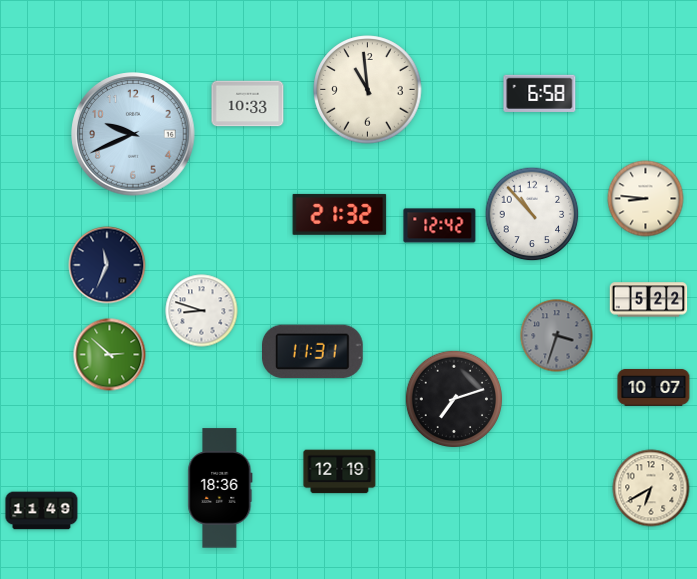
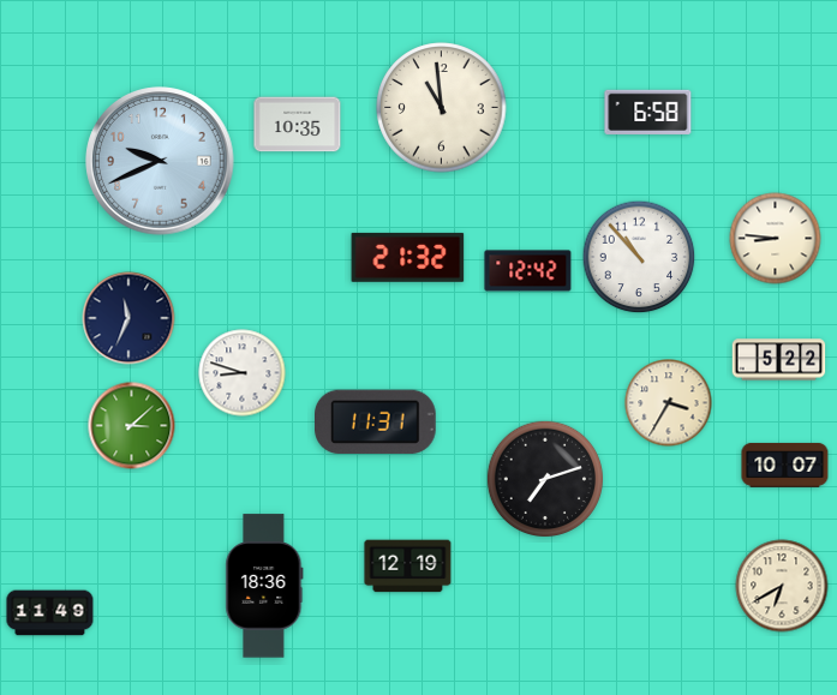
clock at (248, 104): 10:33 -> 10:35
clock at (557, 336): 3:33 -> 3:35
clock at (557, 336) dial: grey -> cream
clock at (110, 355): 2:52 -> 3:08
